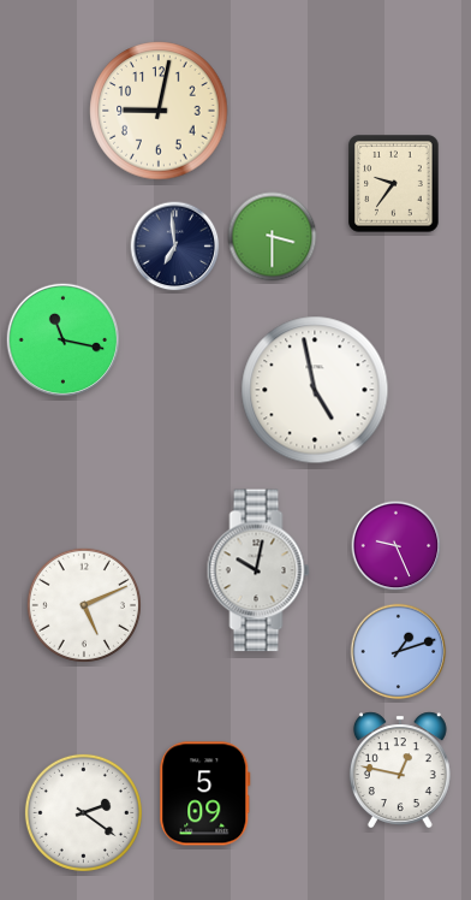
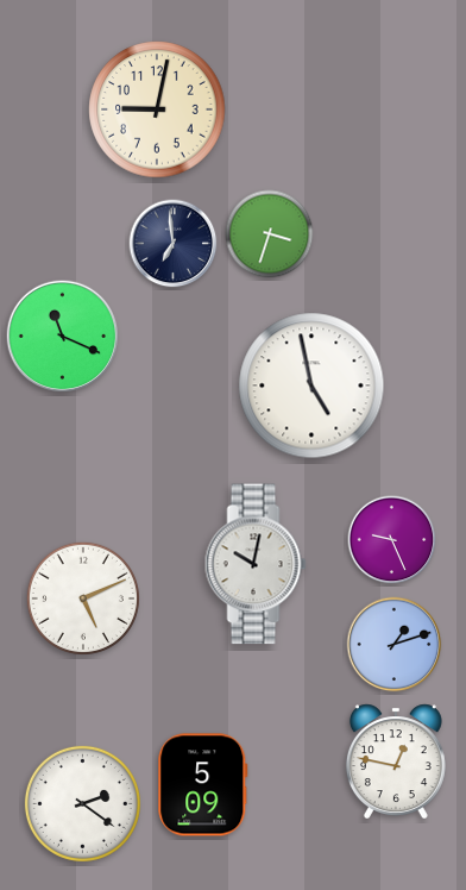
clock at (394, 184): 9:36 -> none
clock at (273, 237): 3:30 -> 3:33
clock at (64, 341): 11:17 -> 11:19
